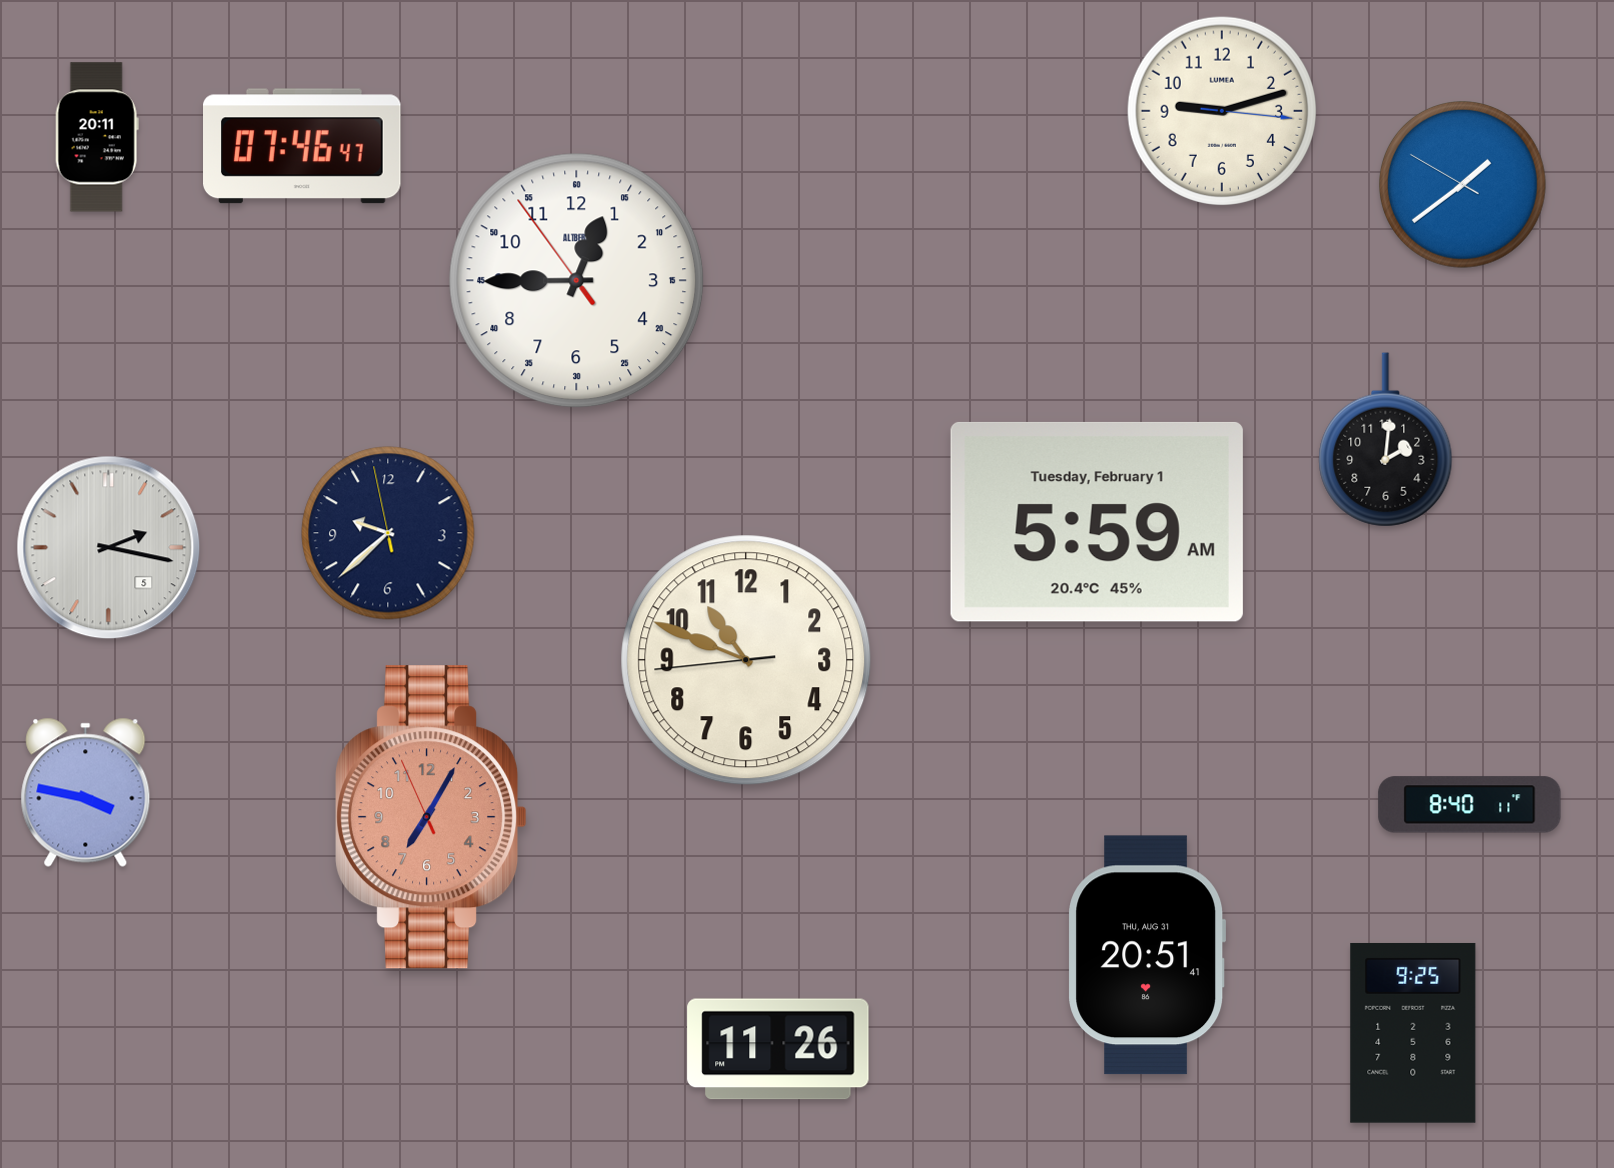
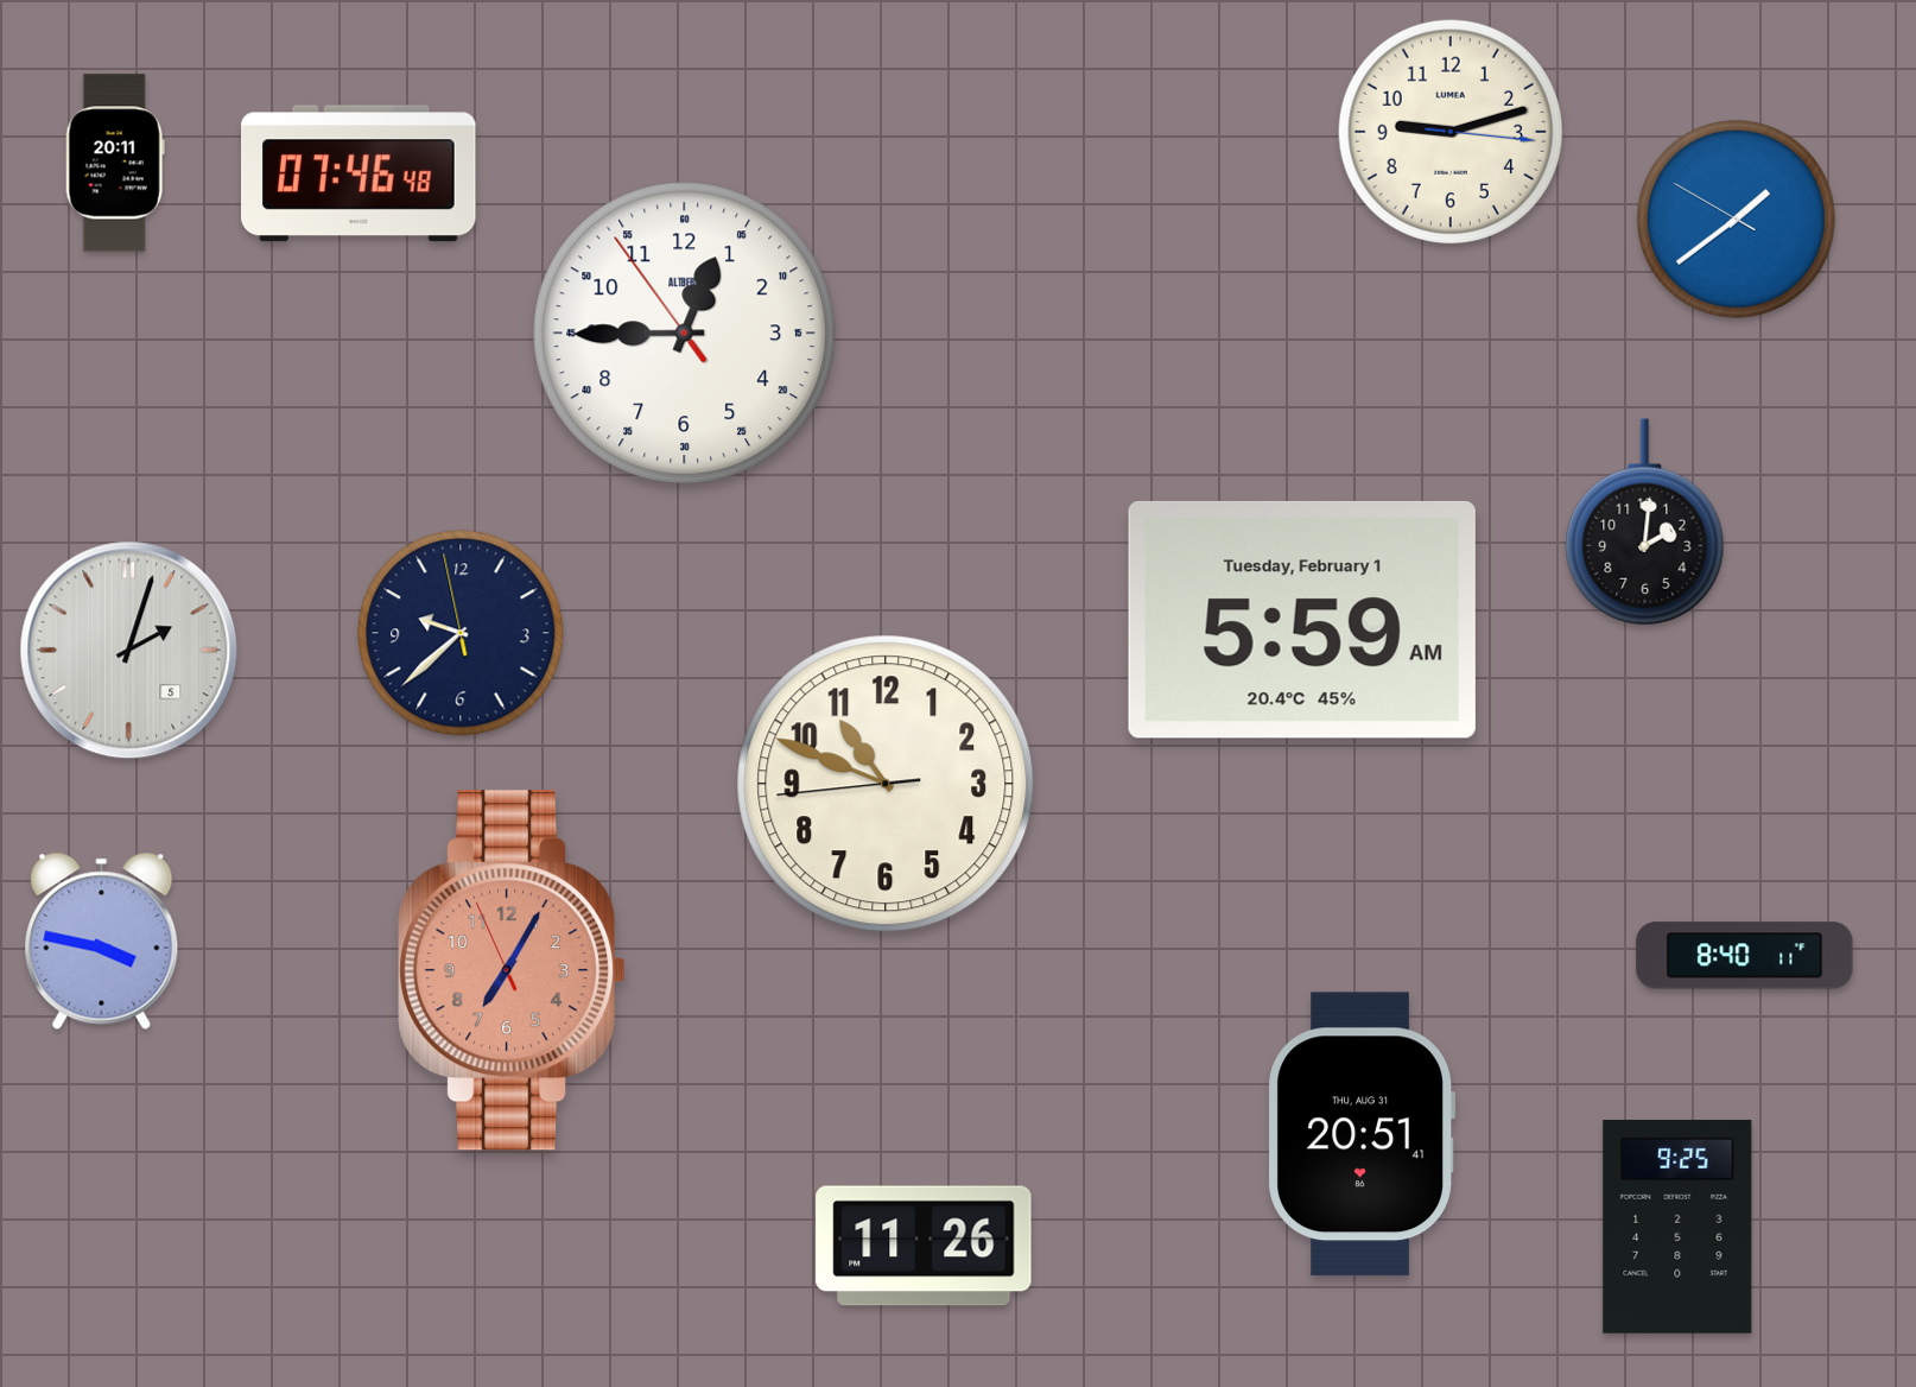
clock at (303, 146): 07:46:47 -> 07:46:48
clock at (109, 548): 2:17 -> 2:03
